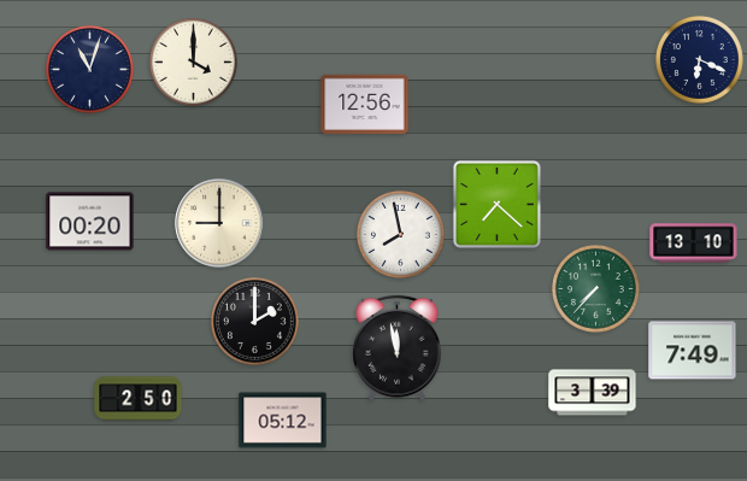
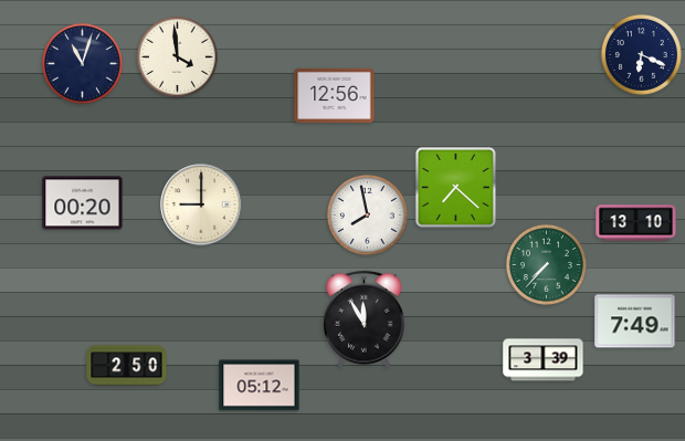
clock at (193, 61): 4:00 -> 3:59
clock at (254, 321): 2:00 -> none
clock at (398, 348): 11:58 -> 11:55
